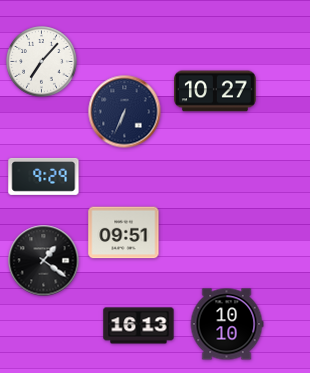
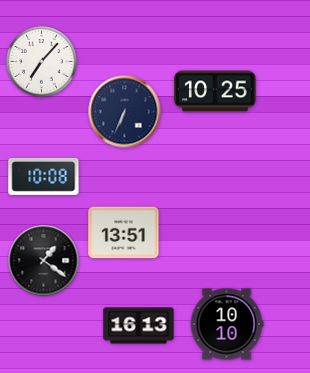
clock at (216, 91): 10:27 -> 10:25
clock at (44, 176): 9:29 -> 10:08
clock at (124, 233): 09:51 -> 13:51
